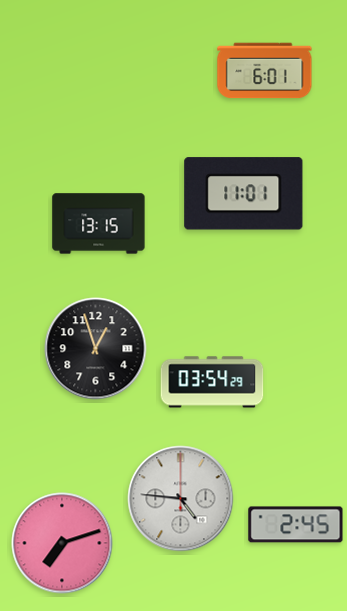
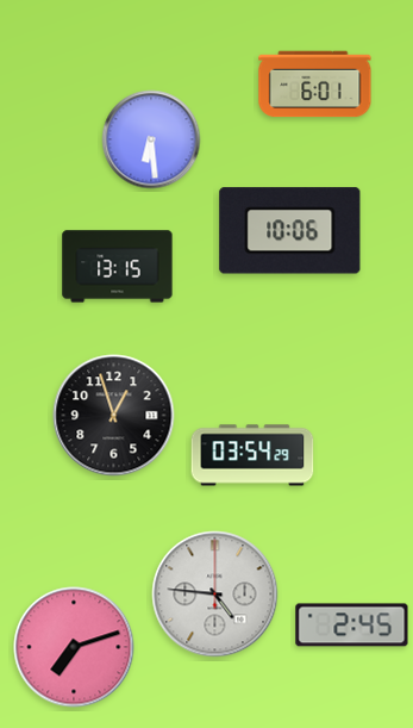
clock at (151, 139): none -> 6:29
clock at (244, 194): 11:01 -> 10:06
